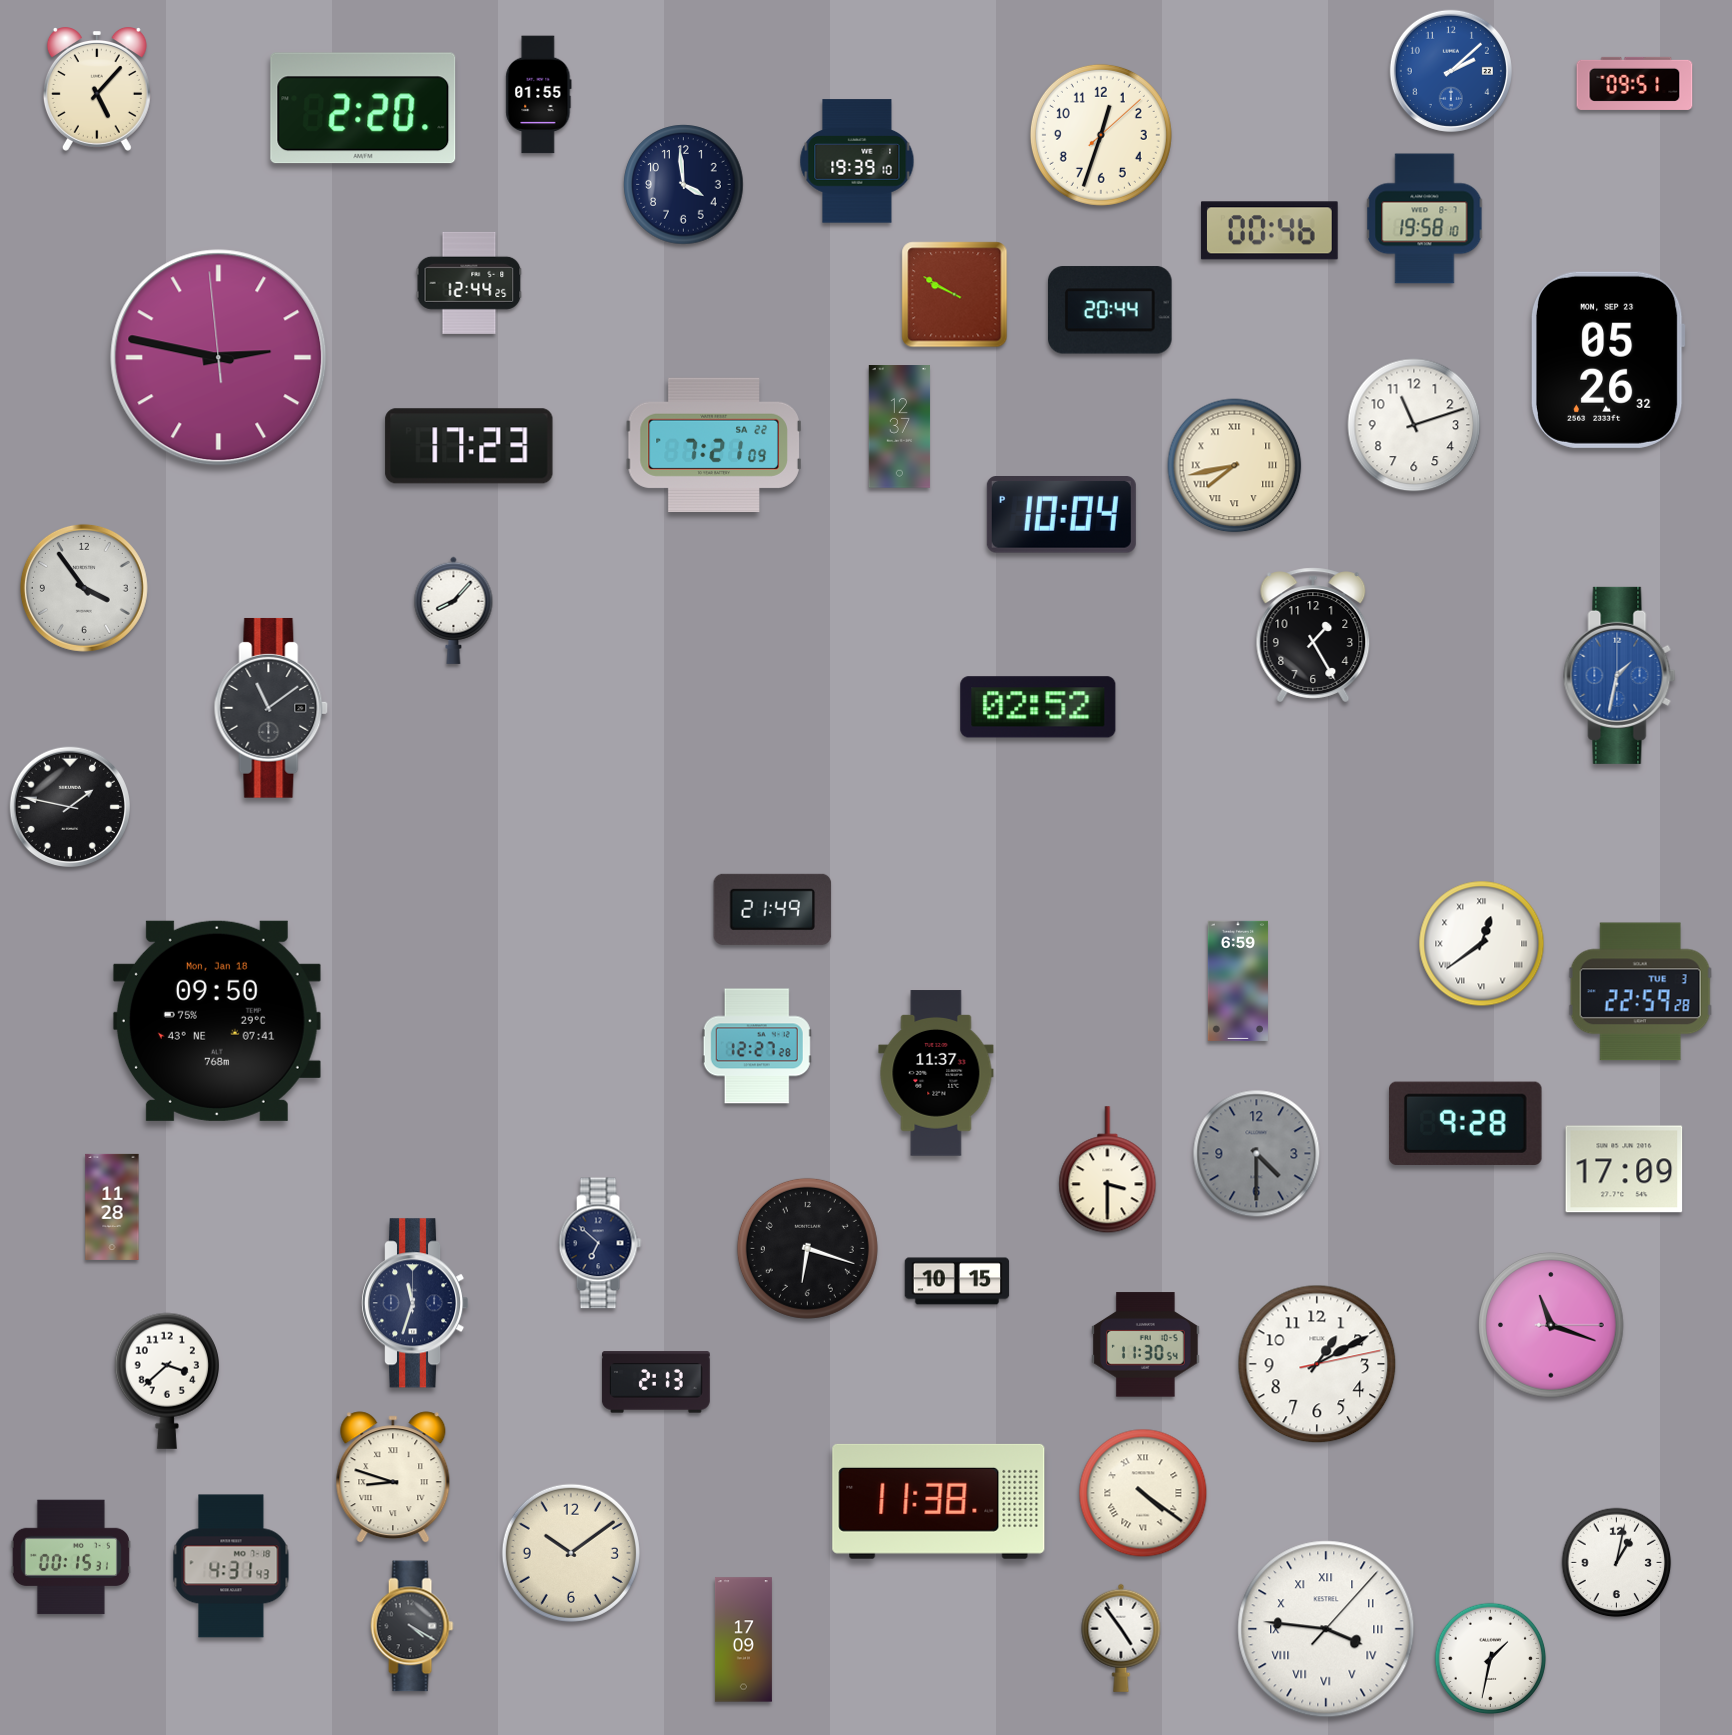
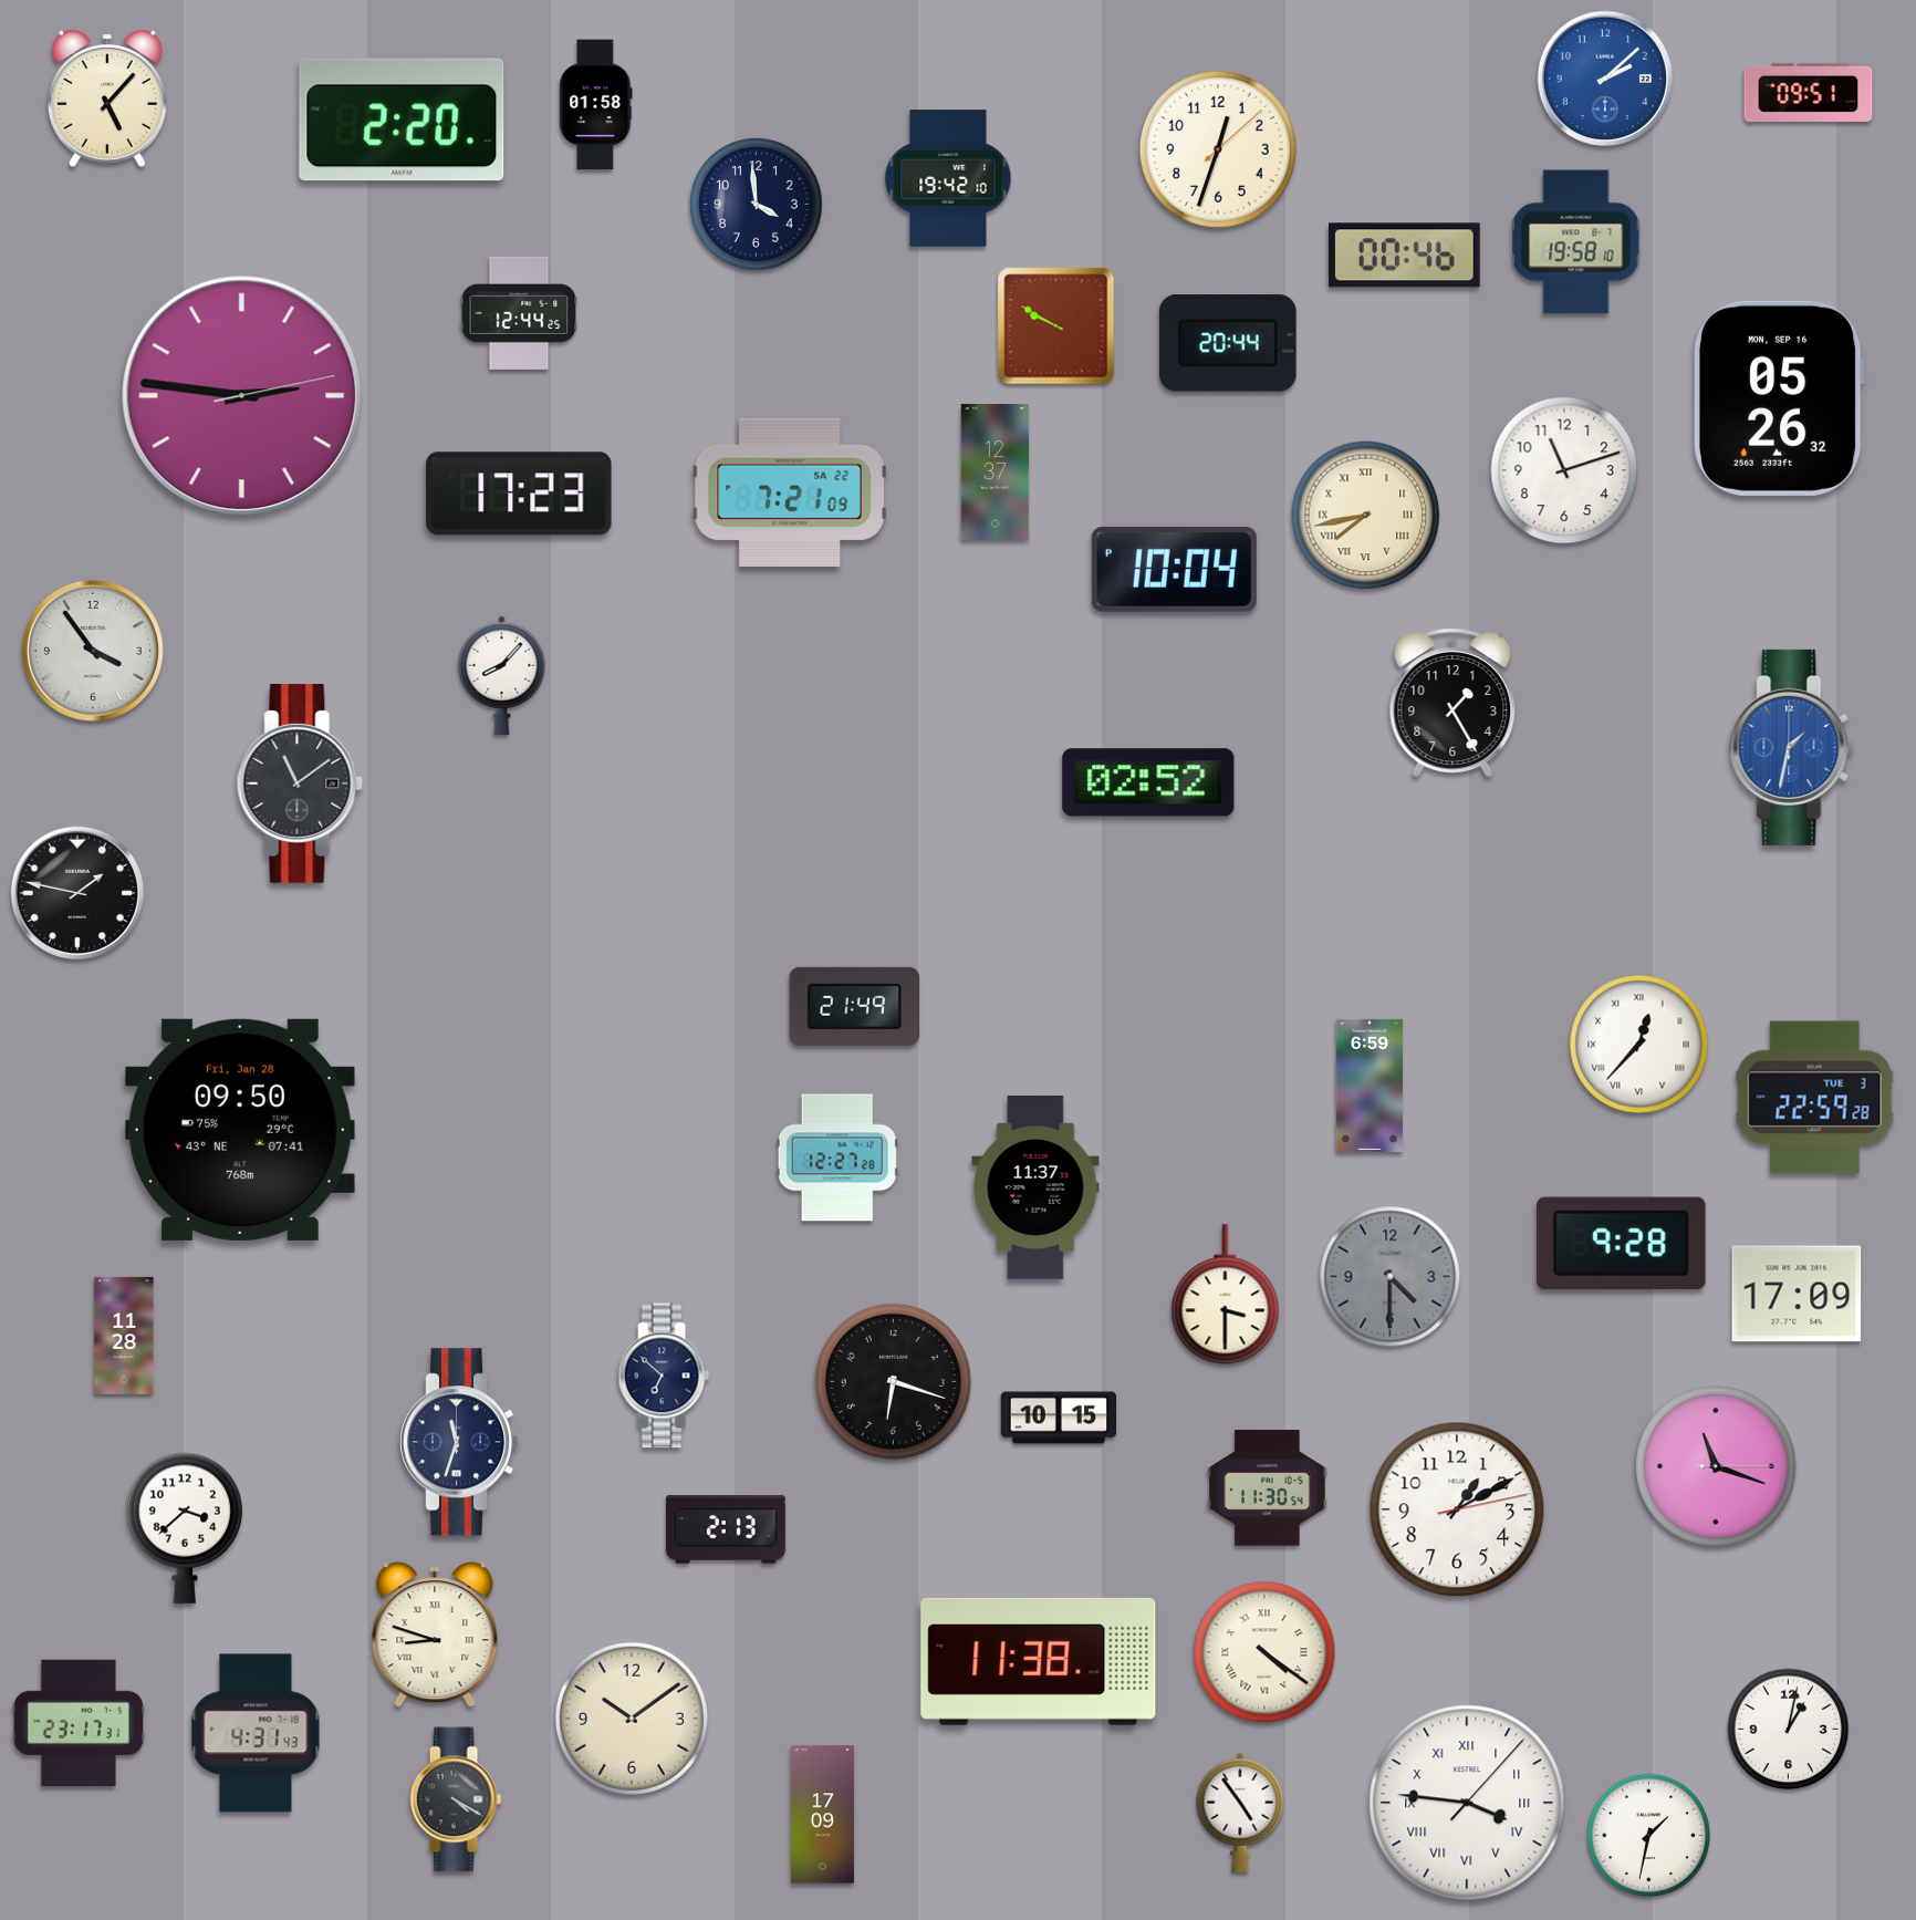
clock at (539, 95): 01:55 -> 01:58
clock at (857, 161): 19:39 -> 19:42
clock at (219, 358): 2:46:59 -> 2:46:13
clock at (1608, 360) date: MON, SEP 23 -> MON, SEP 16
clock at (1482, 944): 12:39 -> 12:37
clock at (217, 1021) date: Mon, Jan 18 -> Fri, Jan 28
clock at (71, 1557): 00:15 -> 23:17
